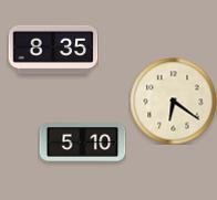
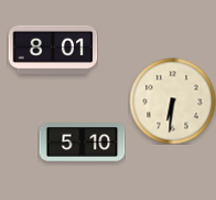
clock at (53, 50): 8:35 -> 8:01
clock at (173, 101): 6:21 -> 6:31
